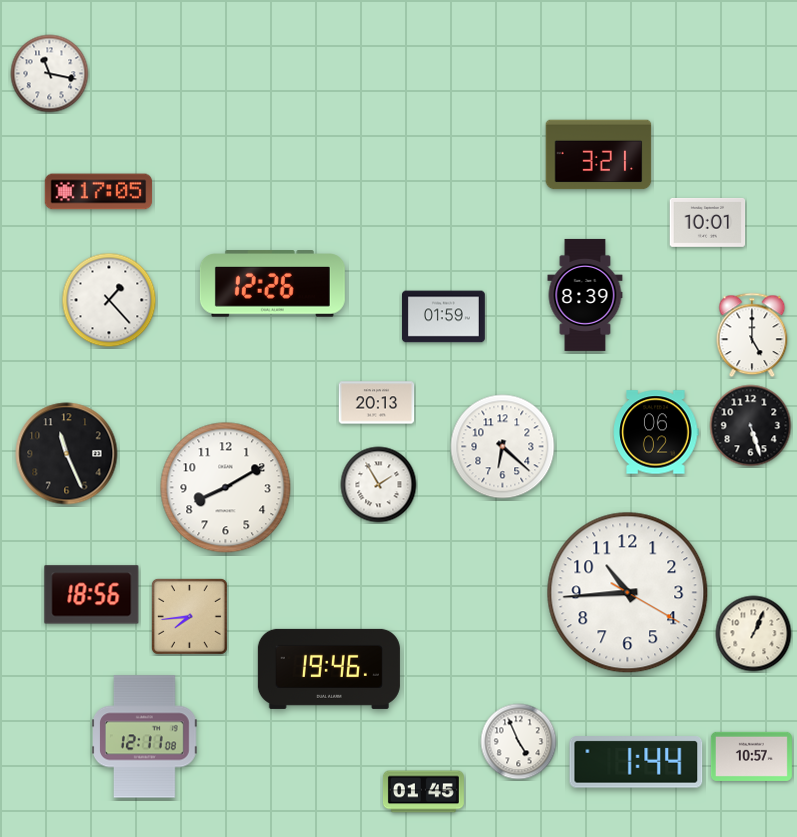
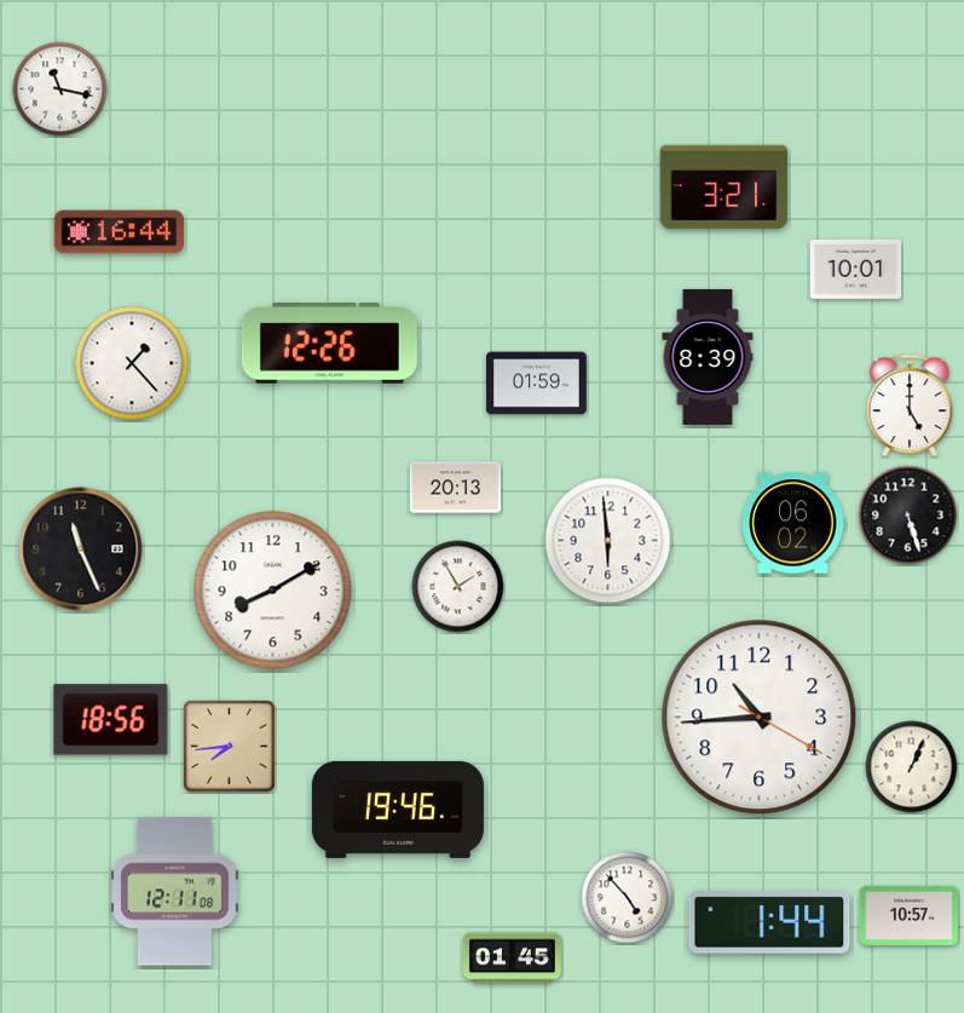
clock at (99, 192): 17:05 -> 16:44
clock at (503, 447): 6:22 -> 5:59
clock at (519, 742): 4:56 -> 4:53
